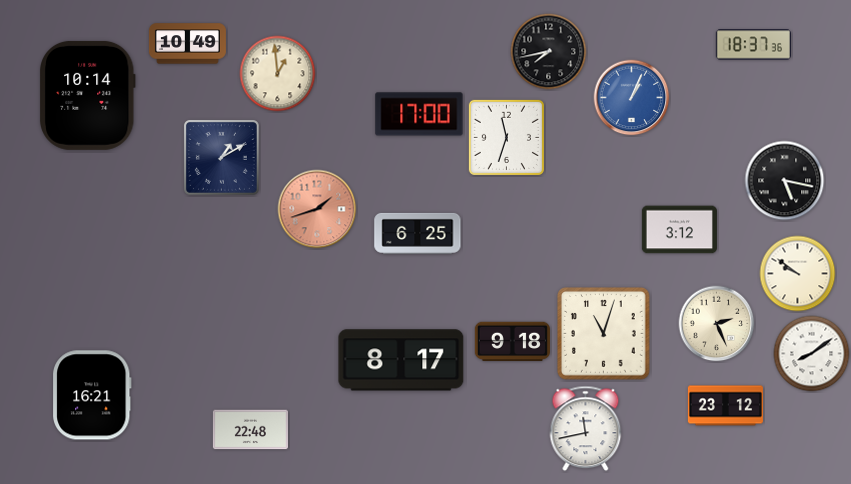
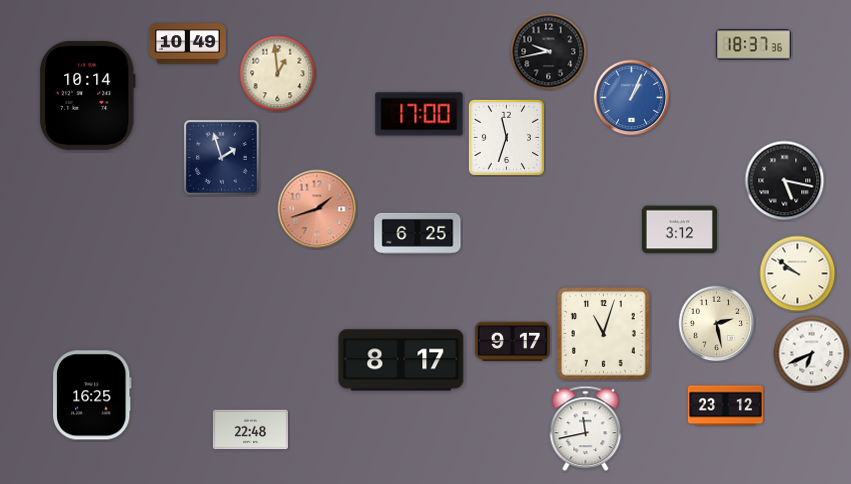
clock at (549, 52): 7:43 -> 9:43
clock at (221, 157): 1:10 -> 1:57
clock at (717, 324): 2:26 -> 2:28
clock at (512, 342): 9:18 -> 9:17
clock at (812, 354): 8:09 -> 6:41
clock at (93, 395): 16:21 -> 16:25
